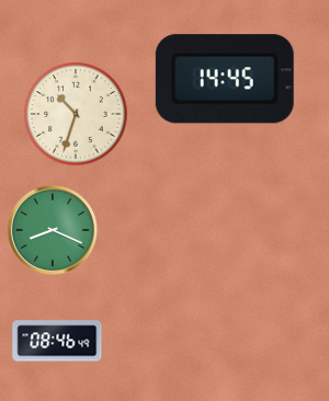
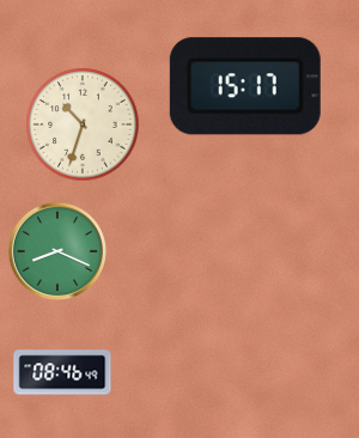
clock at (225, 79): 14:45 -> 15:17
